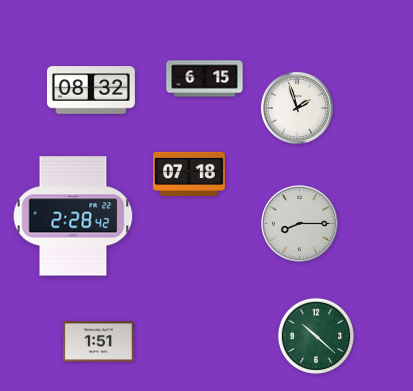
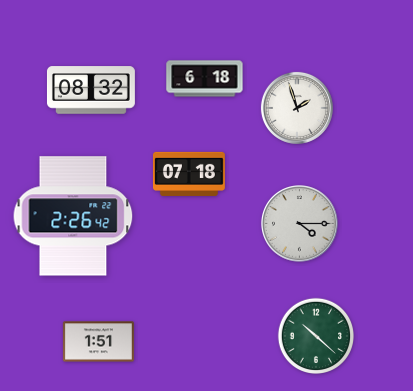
clock at (205, 79): 6:15 -> 6:18
clock at (73, 216): 2:28 -> 2:26
clock at (300, 224): 8:15 -> 4:15
